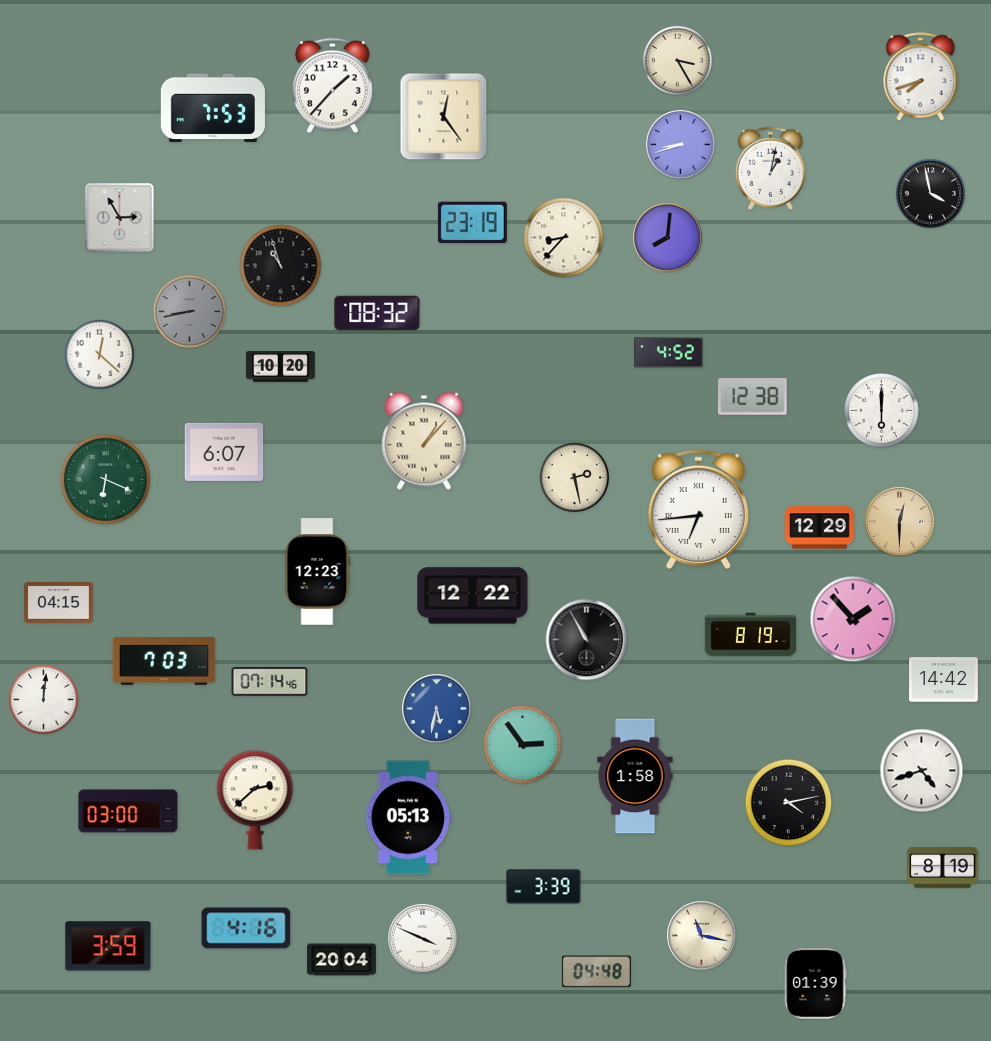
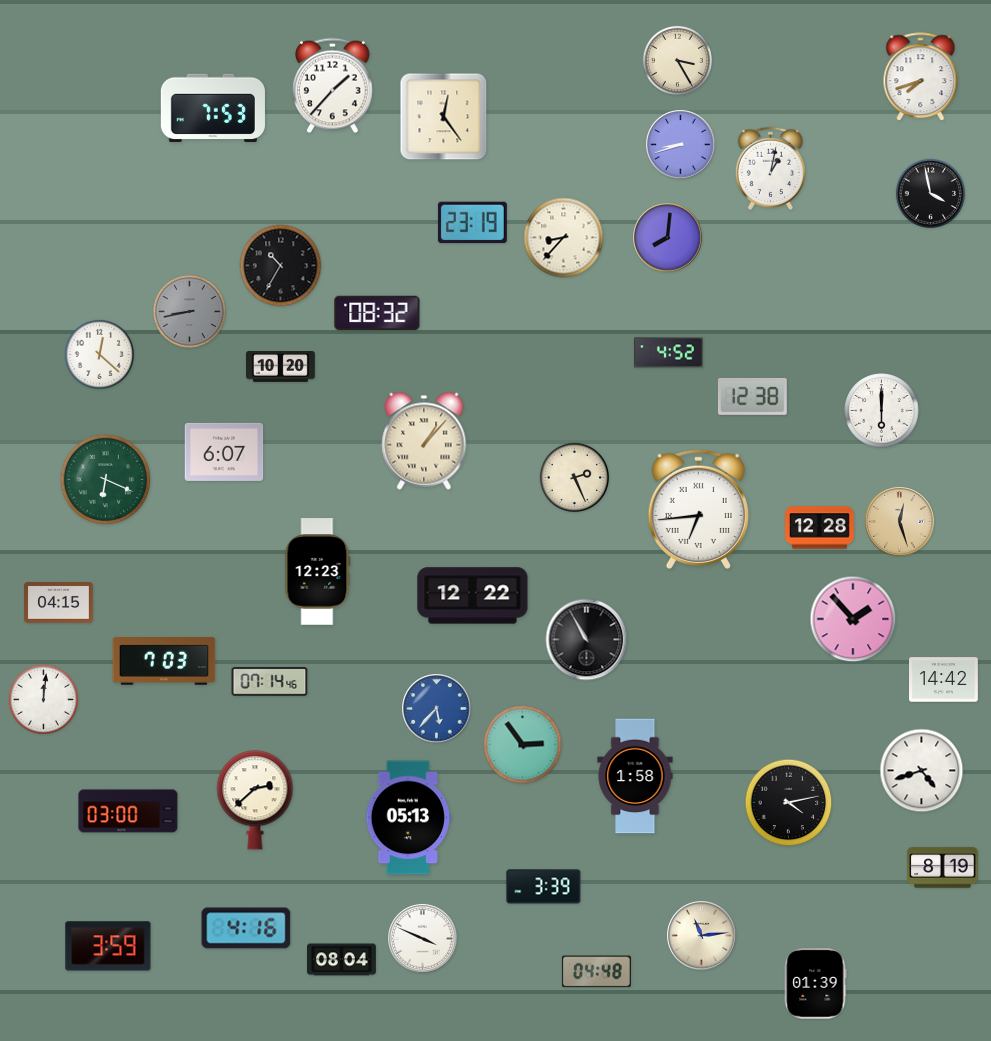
clock at (120, 218): 2:55 -> none
clock at (281, 266): 10:57 -> 10:35
clock at (574, 477): 2:28 -> 2:26
clock at (900, 522): 12:30 -> 12:27
clock at (820, 528): 12:29 -> 12:28
clock at (751, 635): 8:19 -> none
clock at (437, 709): 5:32 -> 5:37
clock at (702, 936): 11:17 -> 11:14
clock at (342, 960): 20:04 -> 08:04
